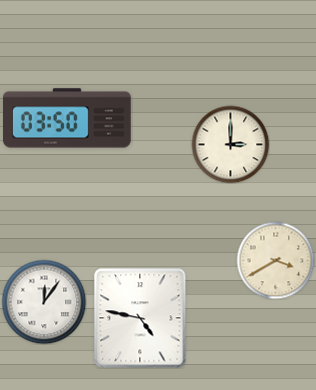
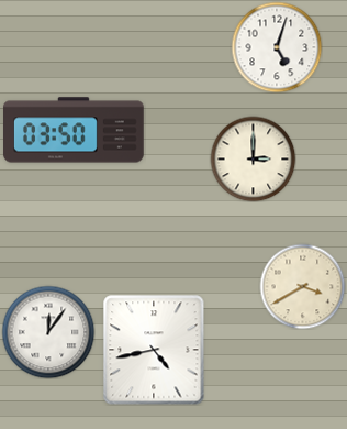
clock at (277, 47): none -> 5:03
clock at (140, 318): 4:47 -> 4:43
